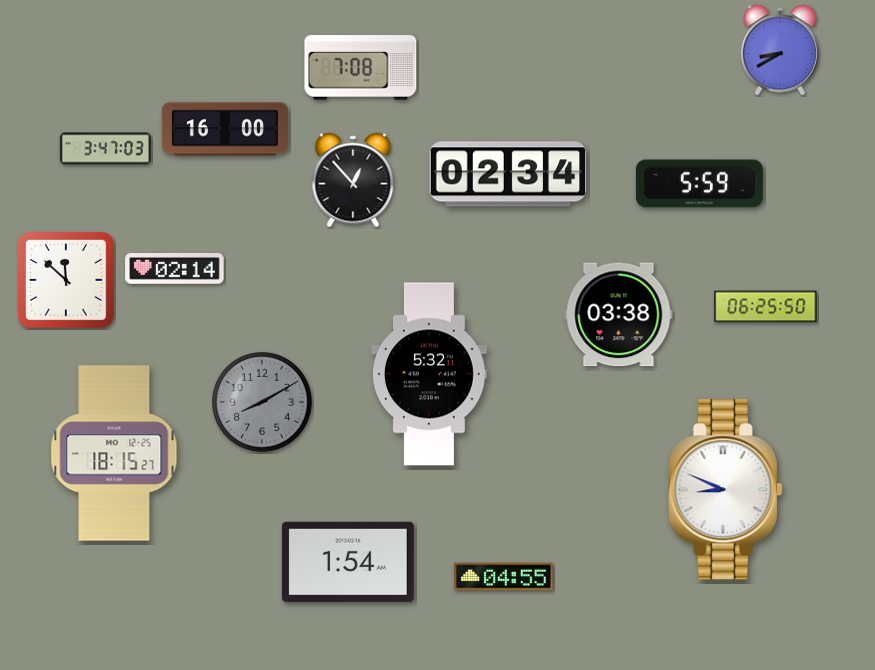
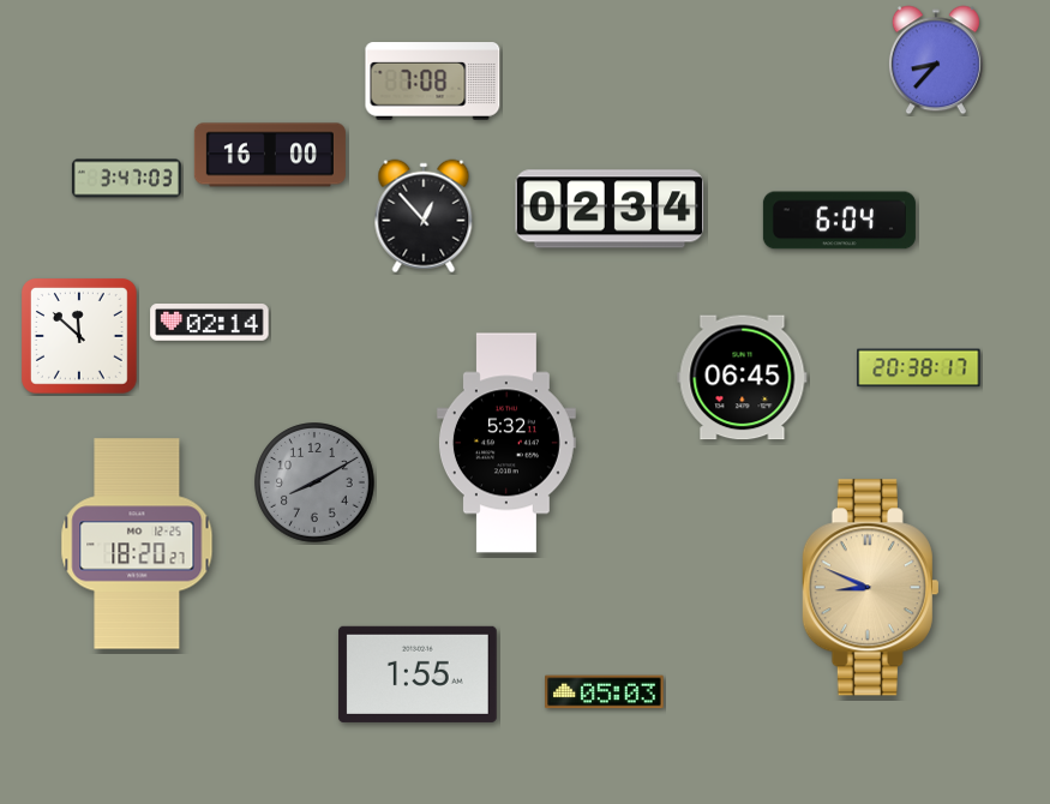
clock at (780, 50): 8:40 -> 8:37
clock at (699, 184): 5:59 -> 6:04
clock at (766, 307): 06:25 -> 20:38
clock at (619, 315): 03:38 -> 06:45
clock at (429, 374) position: (429, 374) -> (506, 443)
clock at (114, 453): 18:15 -> 18:20
clock at (725, 490) dial: white -> champagne
clock at (348, 562): 1:54 -> 1:55
clock at (504, 577): 04:55 -> 05:03
